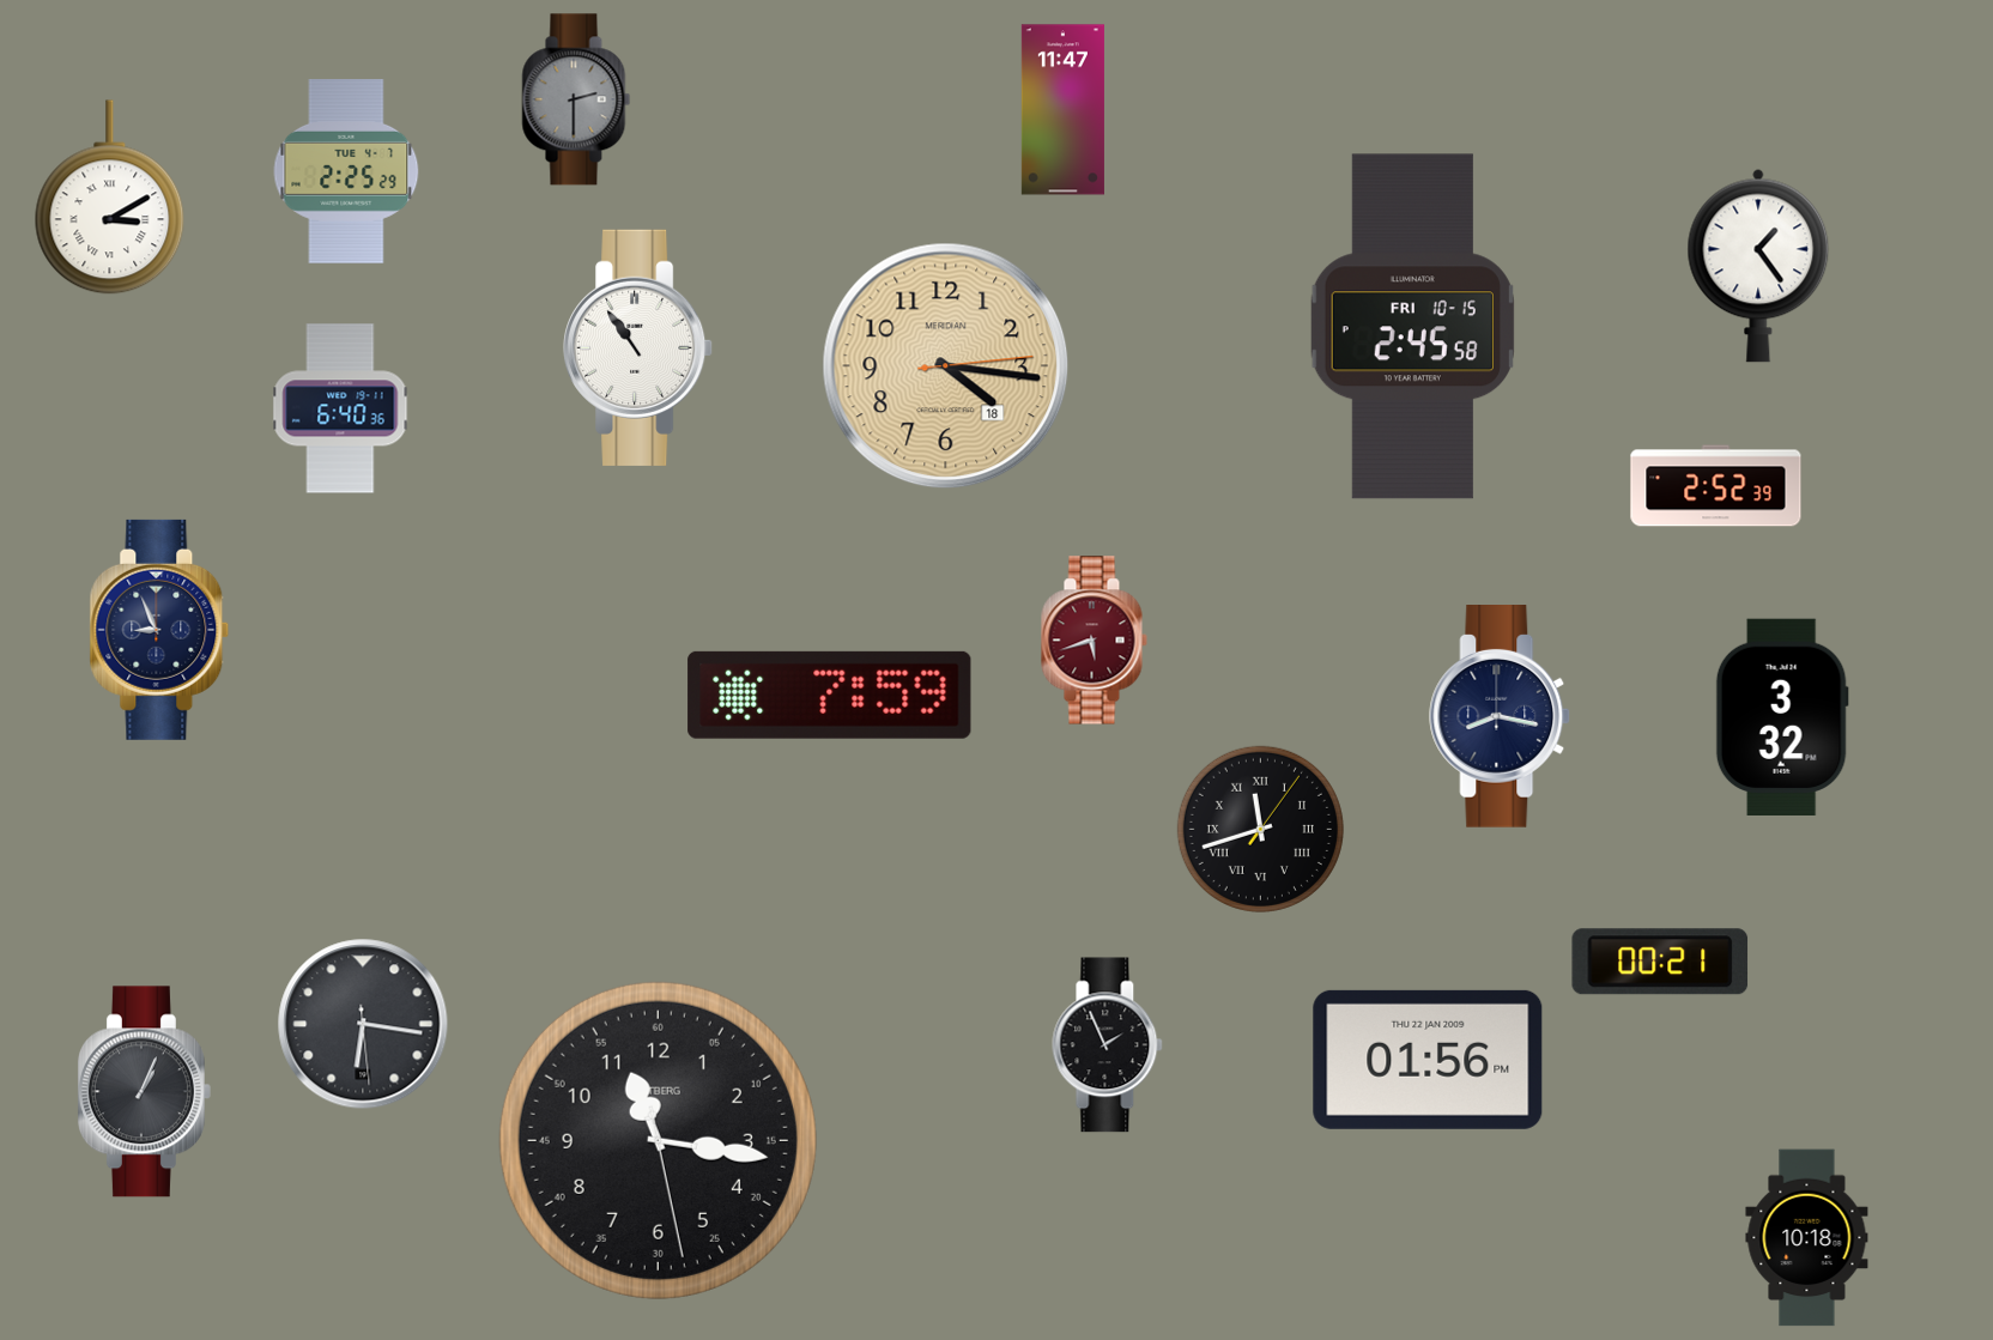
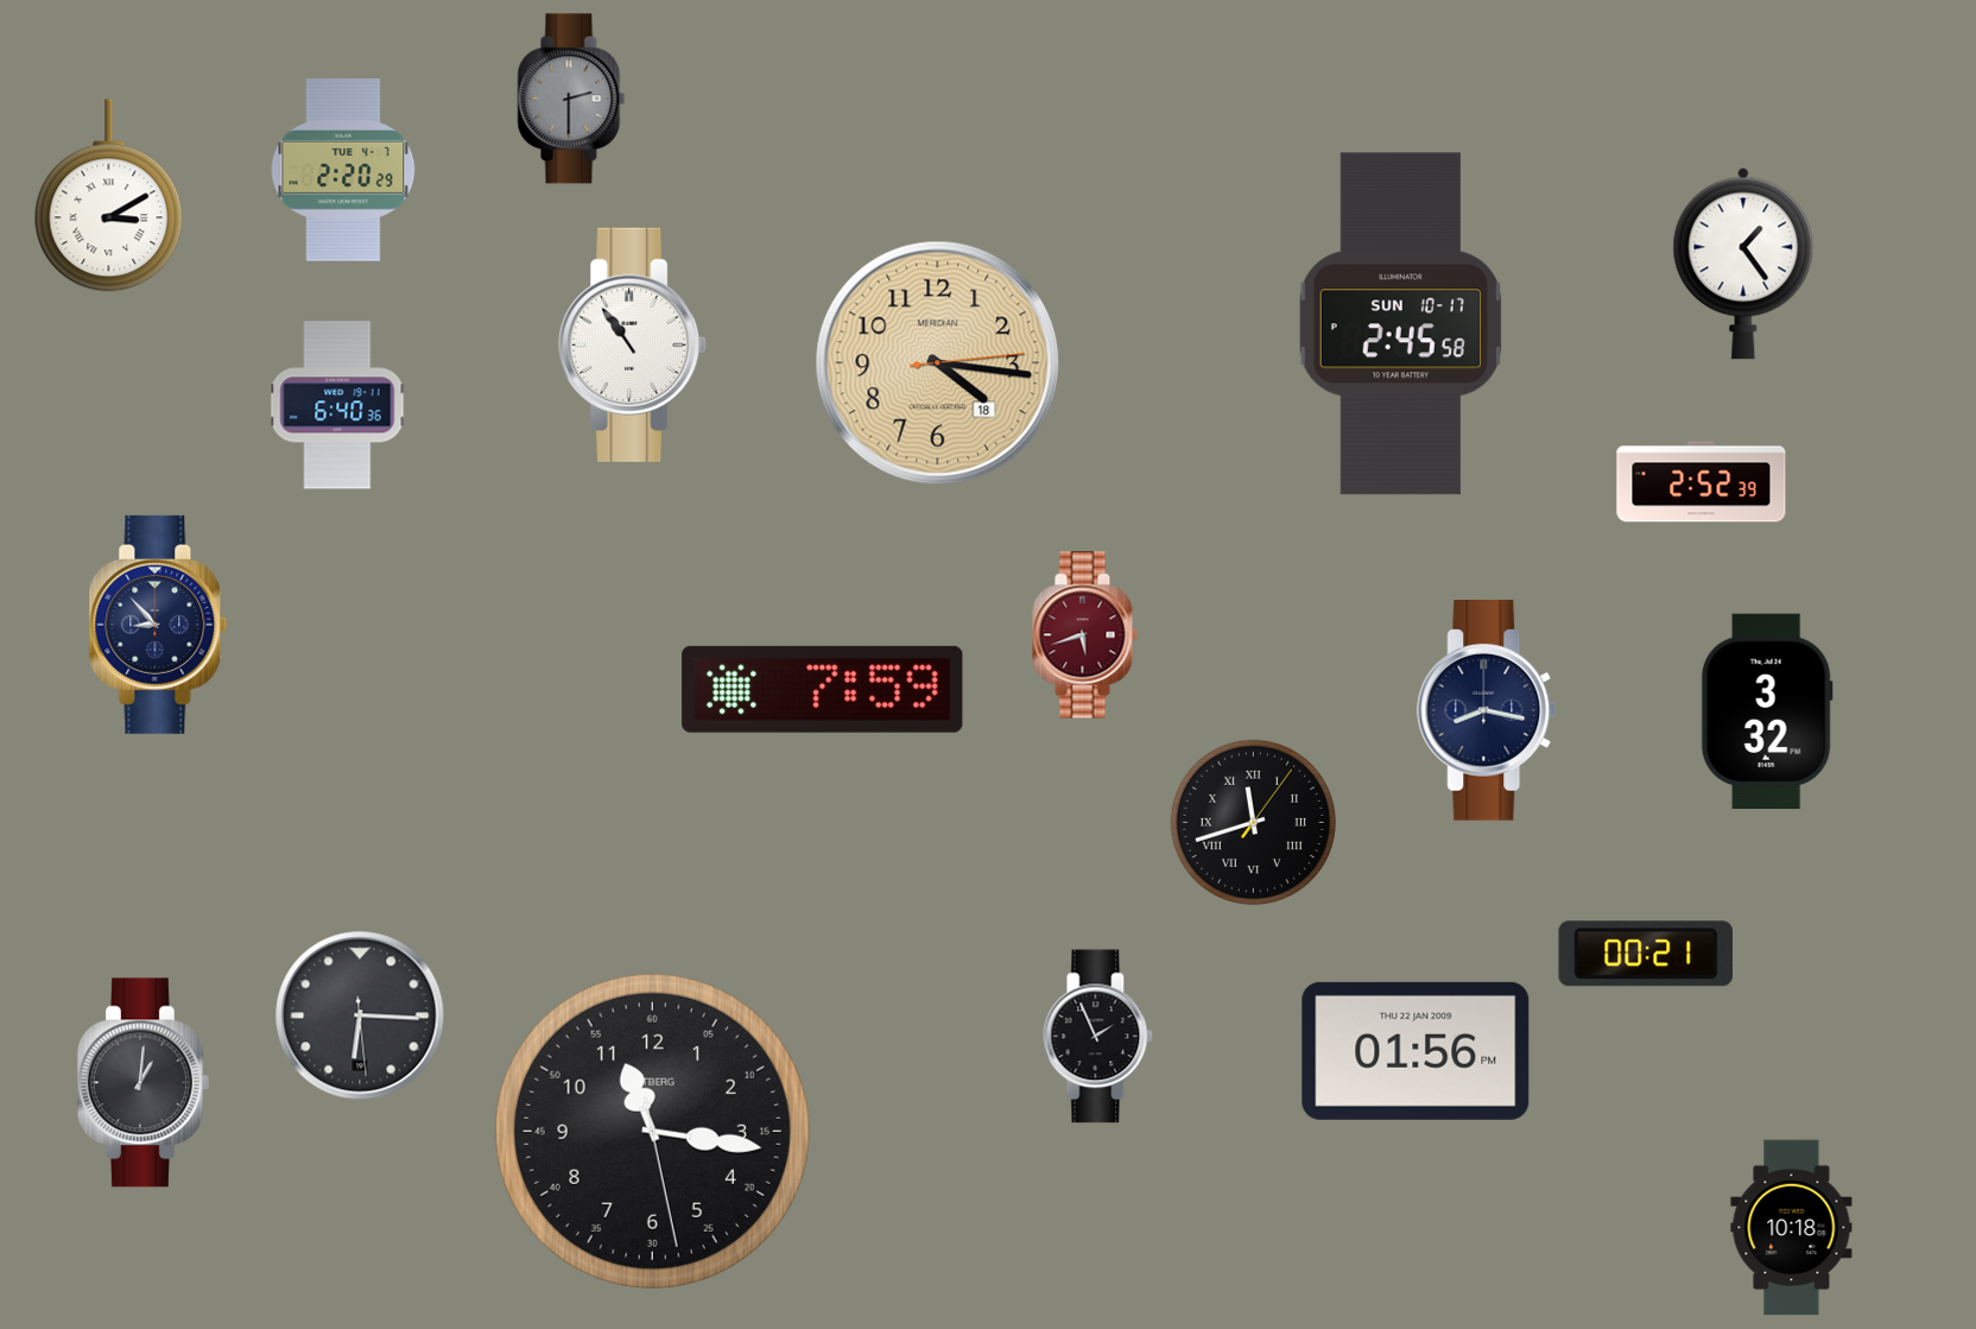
clock at (1062, 110): 11:47 -> none
clock at (346, 172): 2:25 -> 2:20
clock at (1412, 327) date: FRI 10-15 -> SUN 10-17
clock at (159, 630): 8:56 -> 8:53
clock at (1260, 829) position: (1260, 829) -> (1253, 822)
clock at (363, 1024): 6:16 -> 6:15
clock at (144, 1092): 1:04 -> 1:01
